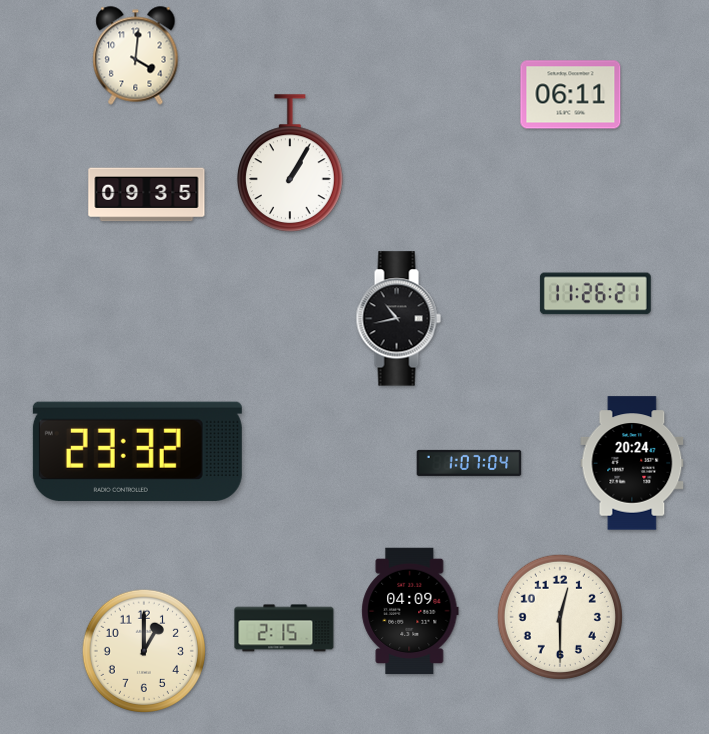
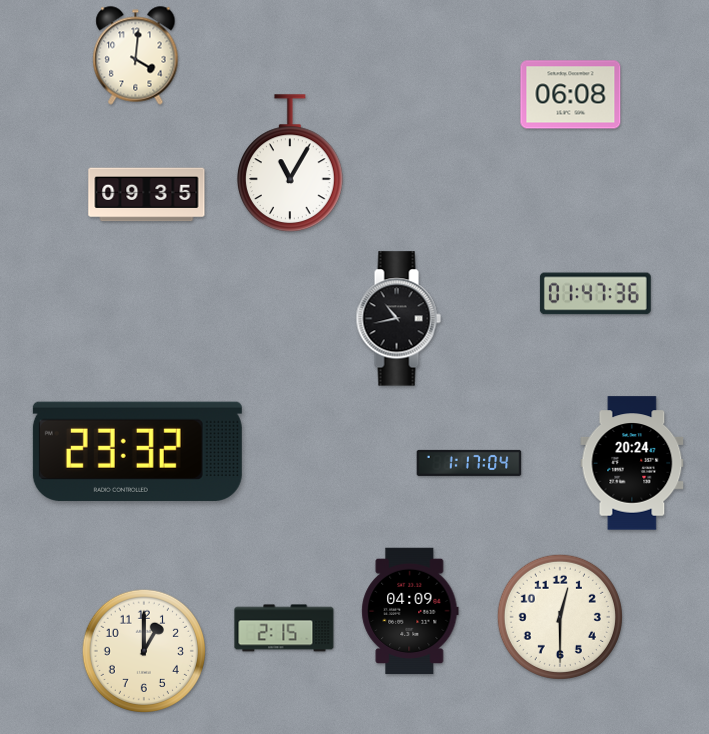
clock at (571, 95): 06:11 -> 06:08
clock at (290, 163): 1:05 -> 11:05
clock at (595, 294): 11:26 -> 01:47
clock at (469, 463): 1:07 -> 1:17
